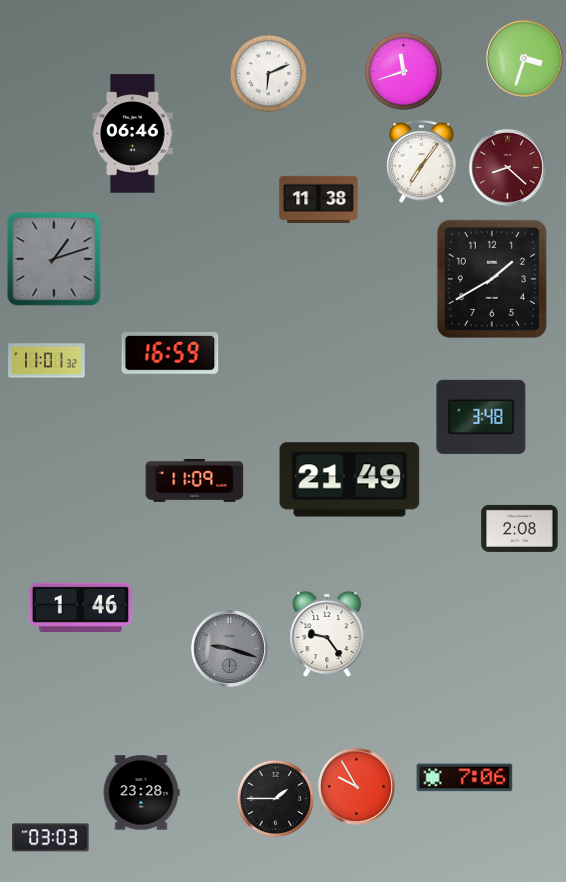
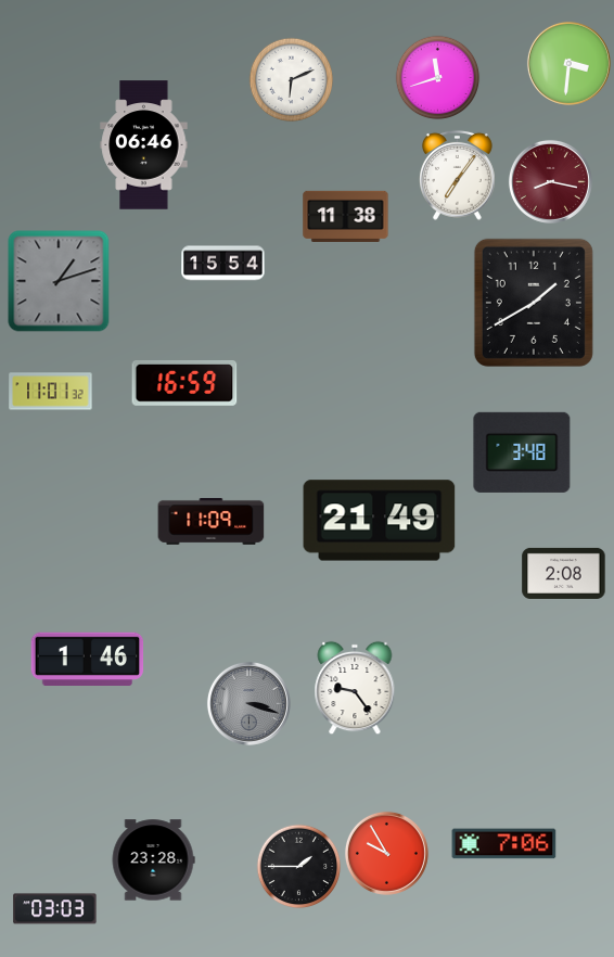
clock at (524, 58): 3:33 -> 3:31
clock at (507, 167): 8:22 -> 8:17
clock at (223, 264): none -> 15:54
clock at (229, 648): 9:18 -> 3:18
